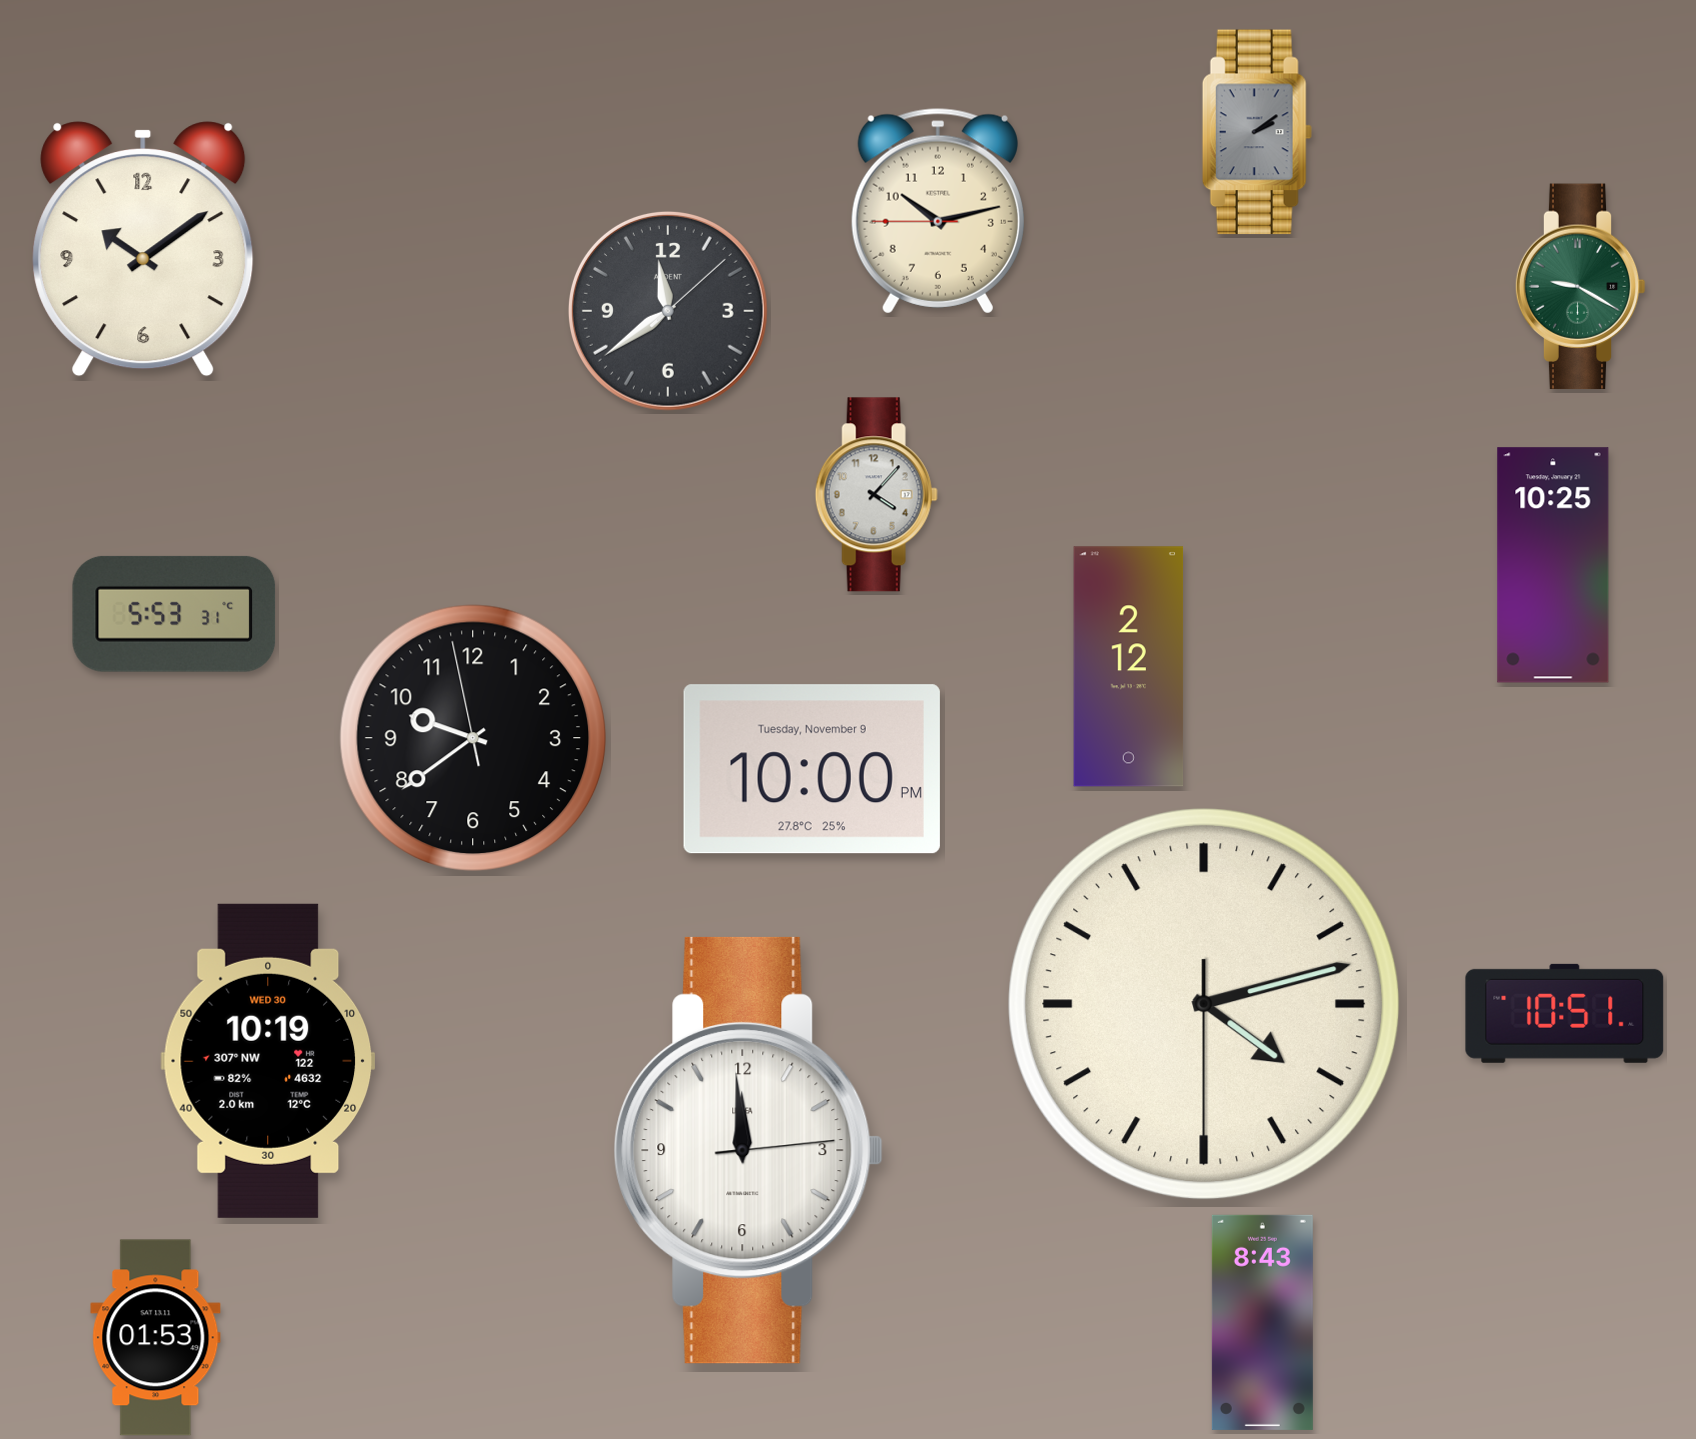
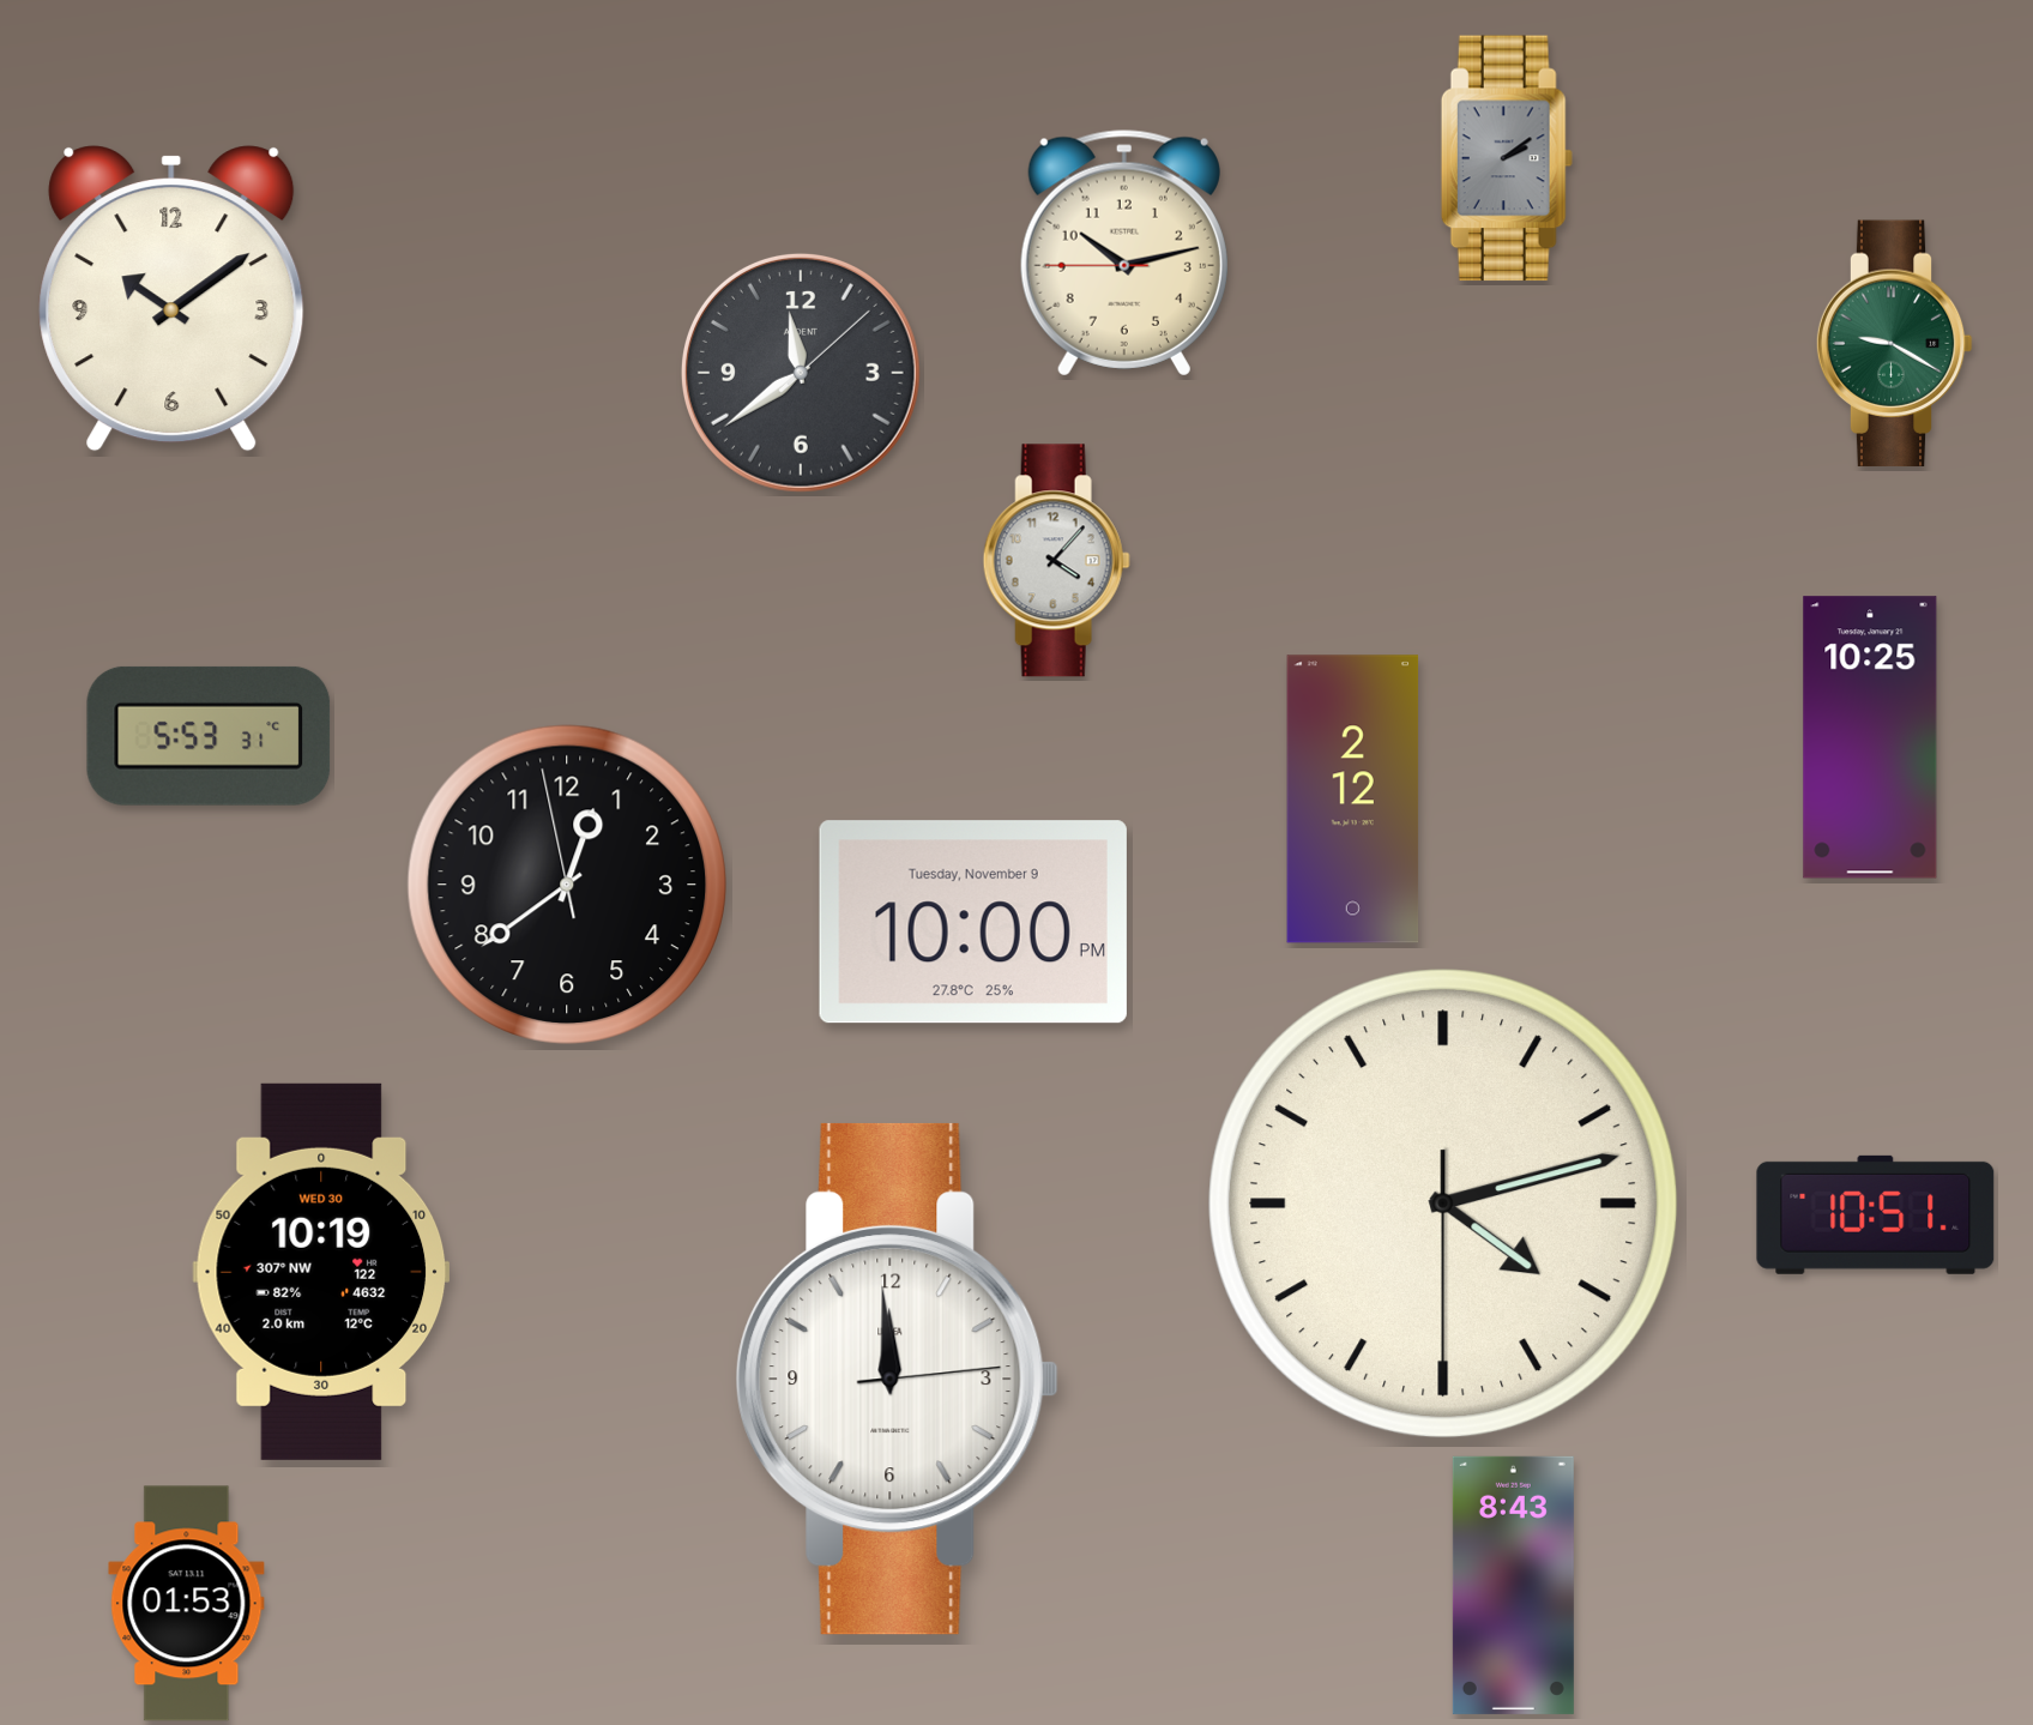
clock at (876, 495) position: (876, 495) -> (1056, 561)
clock at (1553, 565) position: (1553, 565) -> (1870, 737)
clock at (472, 737): 9:38 -> 12:38
